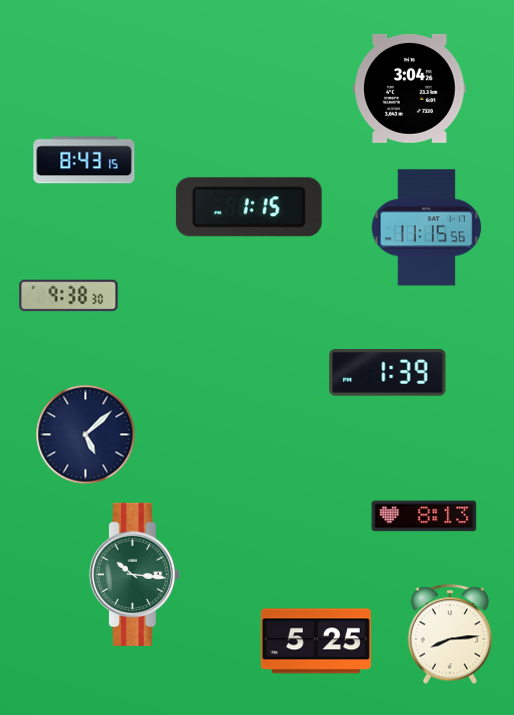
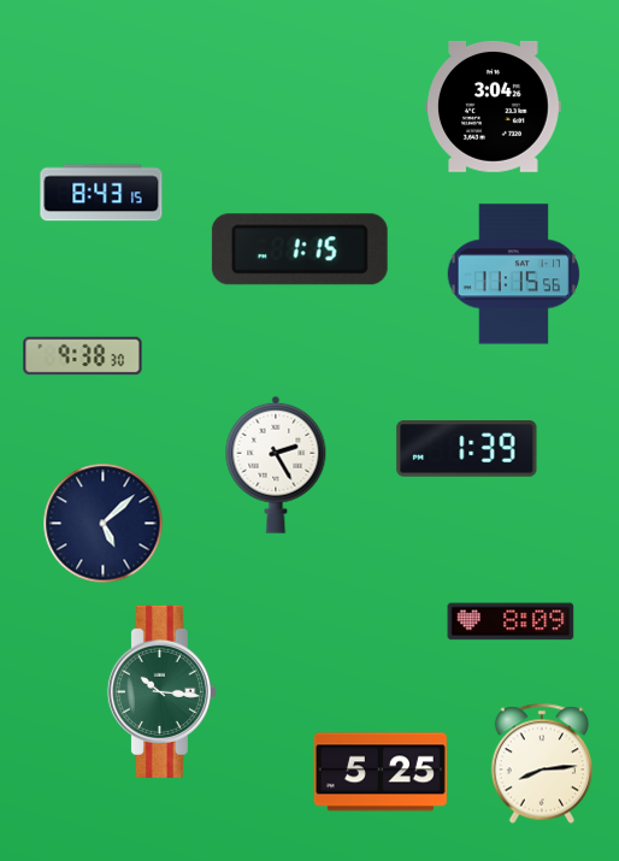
clock at (276, 465): none -> 2:25
clock at (424, 516): 8:13 -> 8:09
